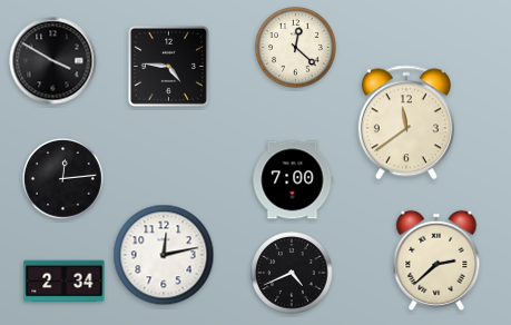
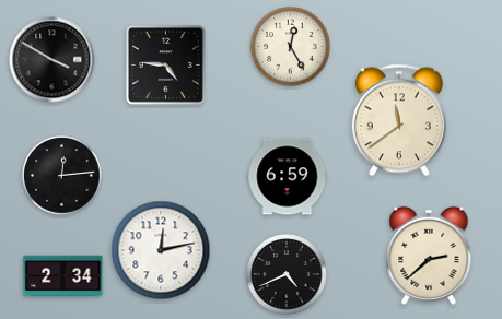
clock at (296, 48): 12:22 -> 12:25
clock at (293, 180): 7:00 -> 6:59
clock at (292, 273) position: (292, 273) -> (287, 274)
